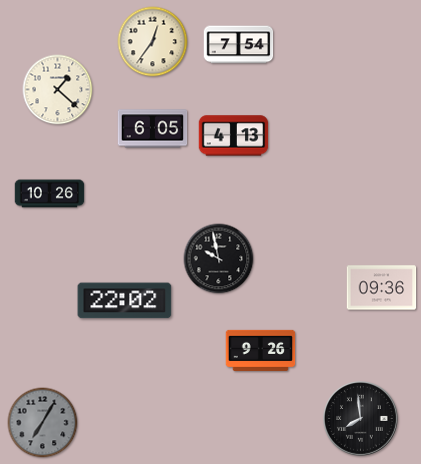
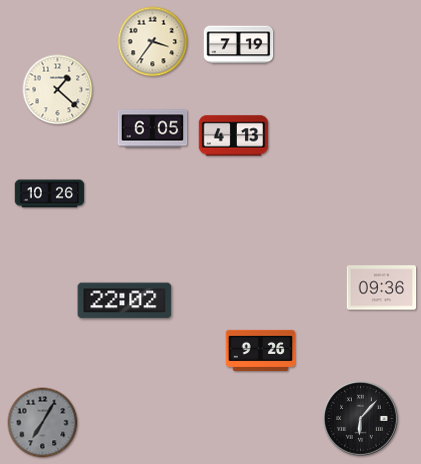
clock at (153, 42): 12:36 -> 3:36
clock at (239, 45): 7:54 -> 7:19
clock at (219, 259): 9:58 -> none
clock at (361, 419): 7:59 -> 6:07
